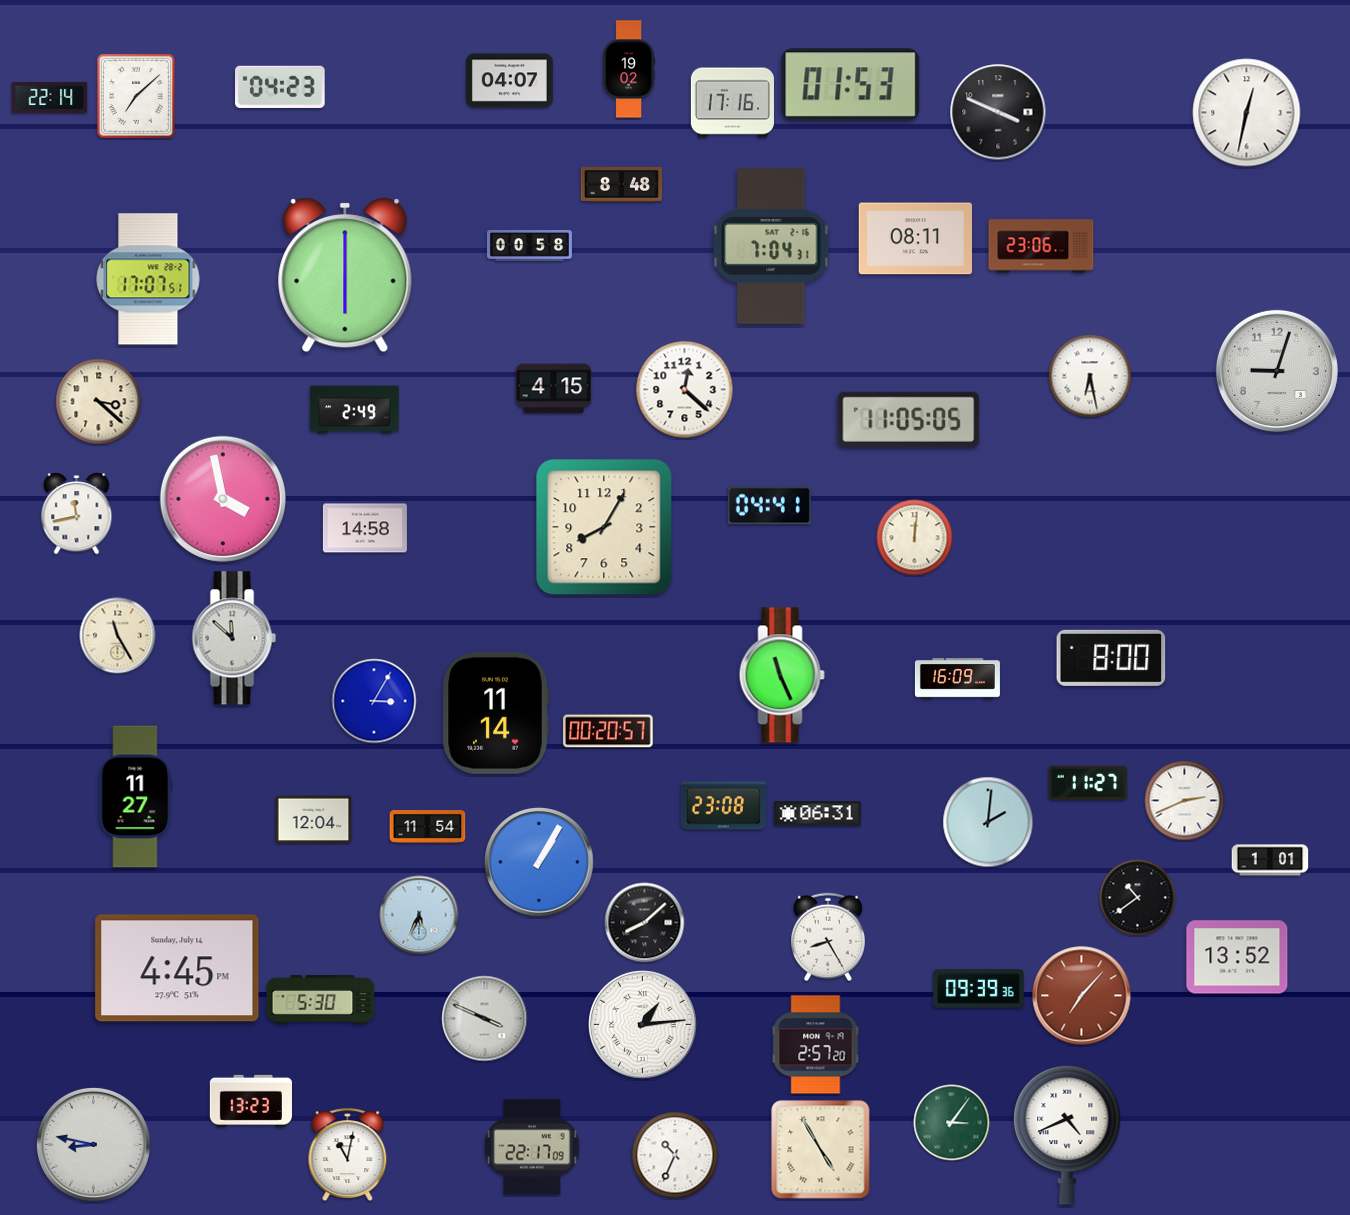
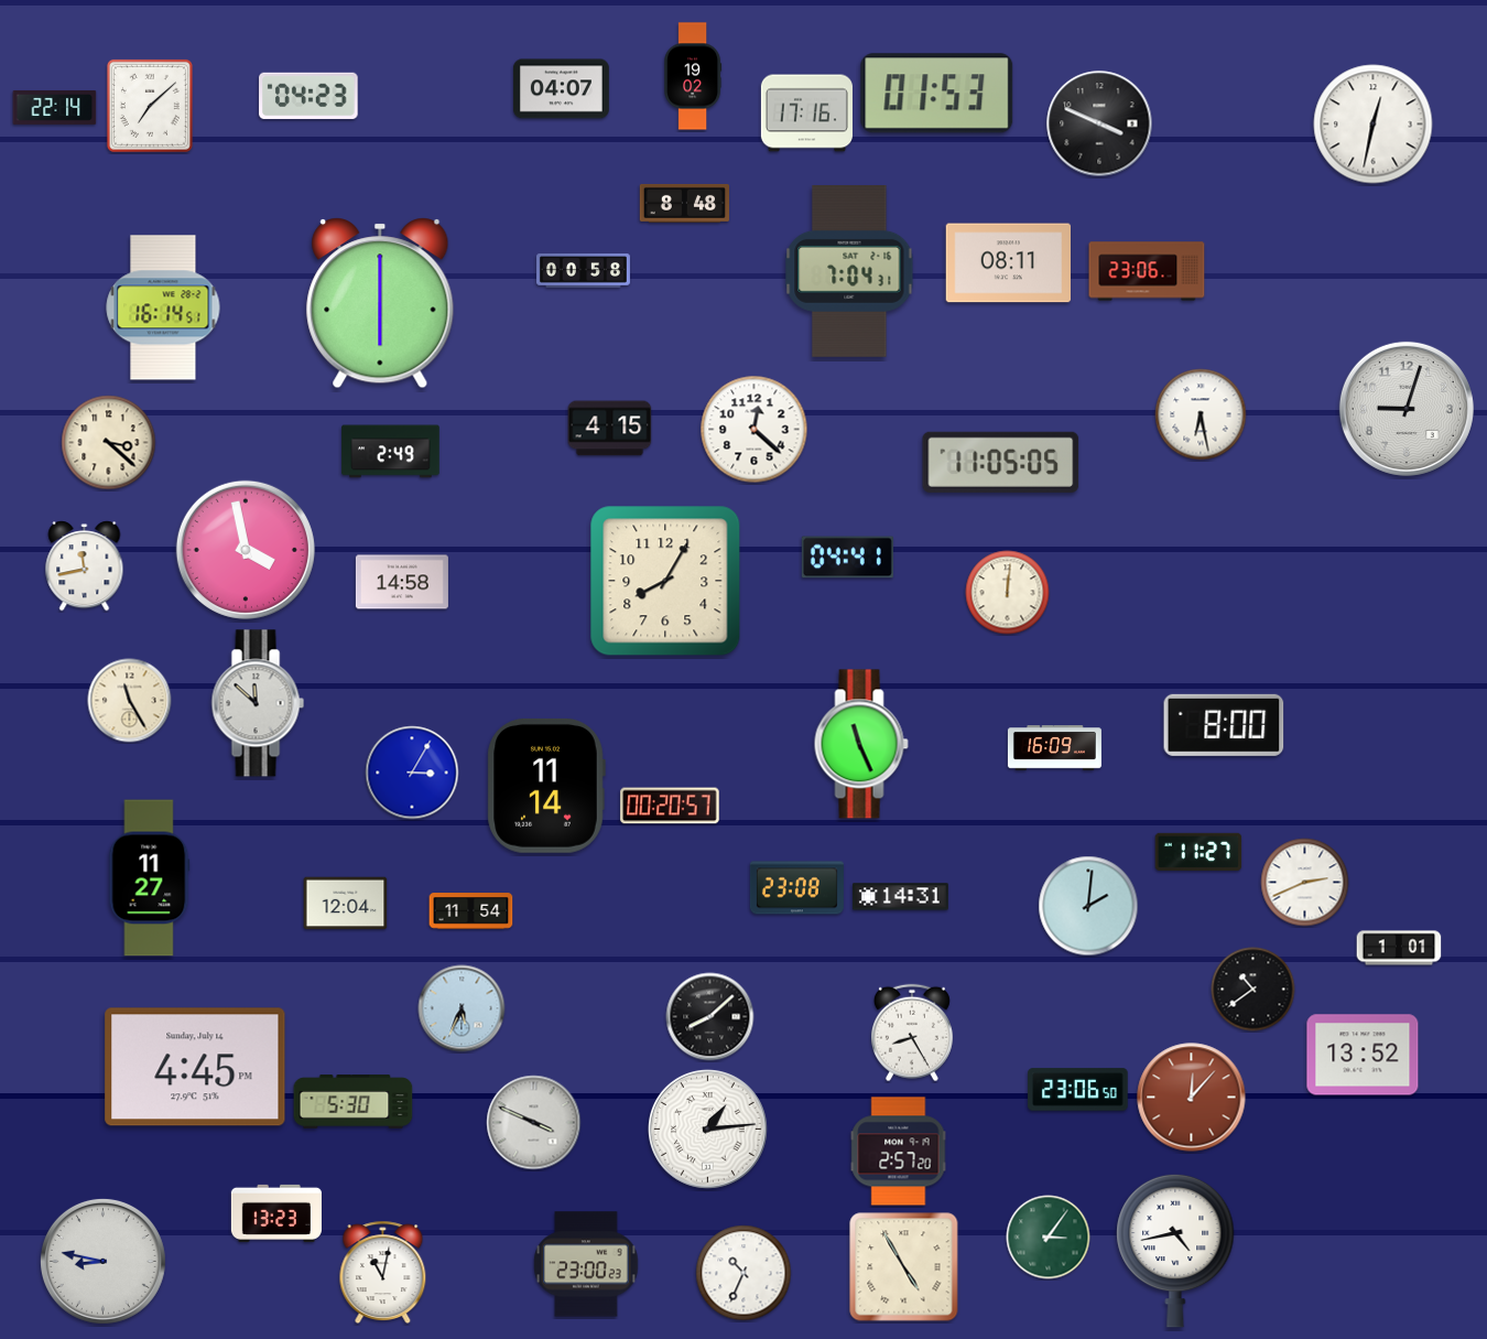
clock at (148, 279): 17:07 -> 16:14
clock at (1088, 783) position: (1088, 783) -> (1198, 852)
clock at (817, 814): 06:31 -> 14:31
clock at (540, 863): 1:05 -> none
clock at (979, 989): 09:39 -> 23:06
clock at (1082, 996): 7:07 -> 12:07
clock at (1067, 1135): 4:41 -> 4:43
clock at (532, 1147): 22:17 -> 23:00
